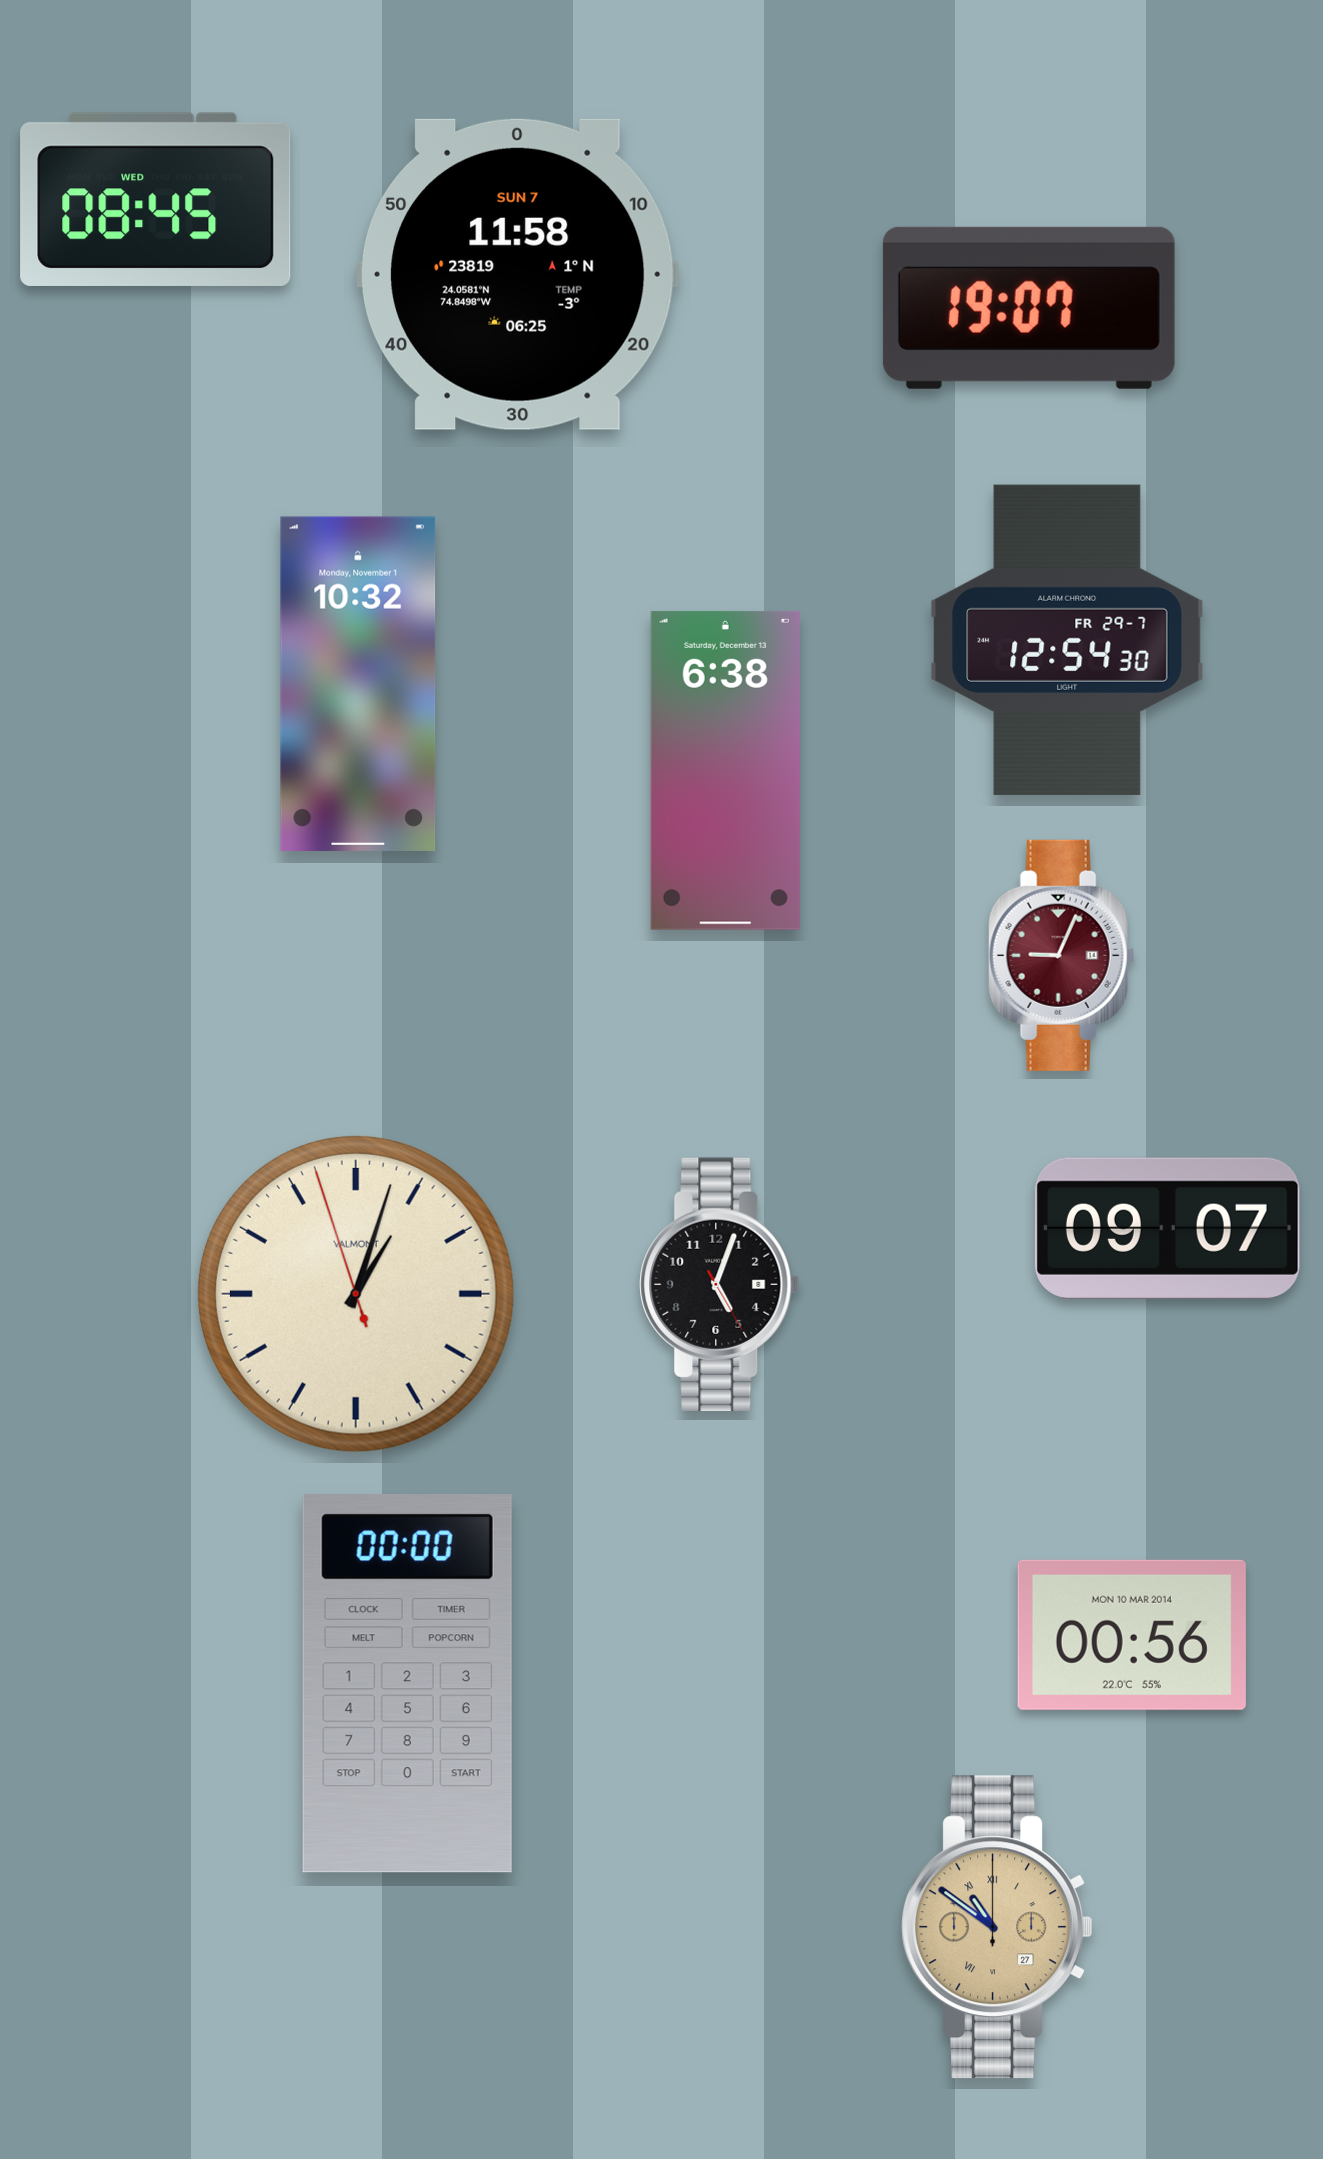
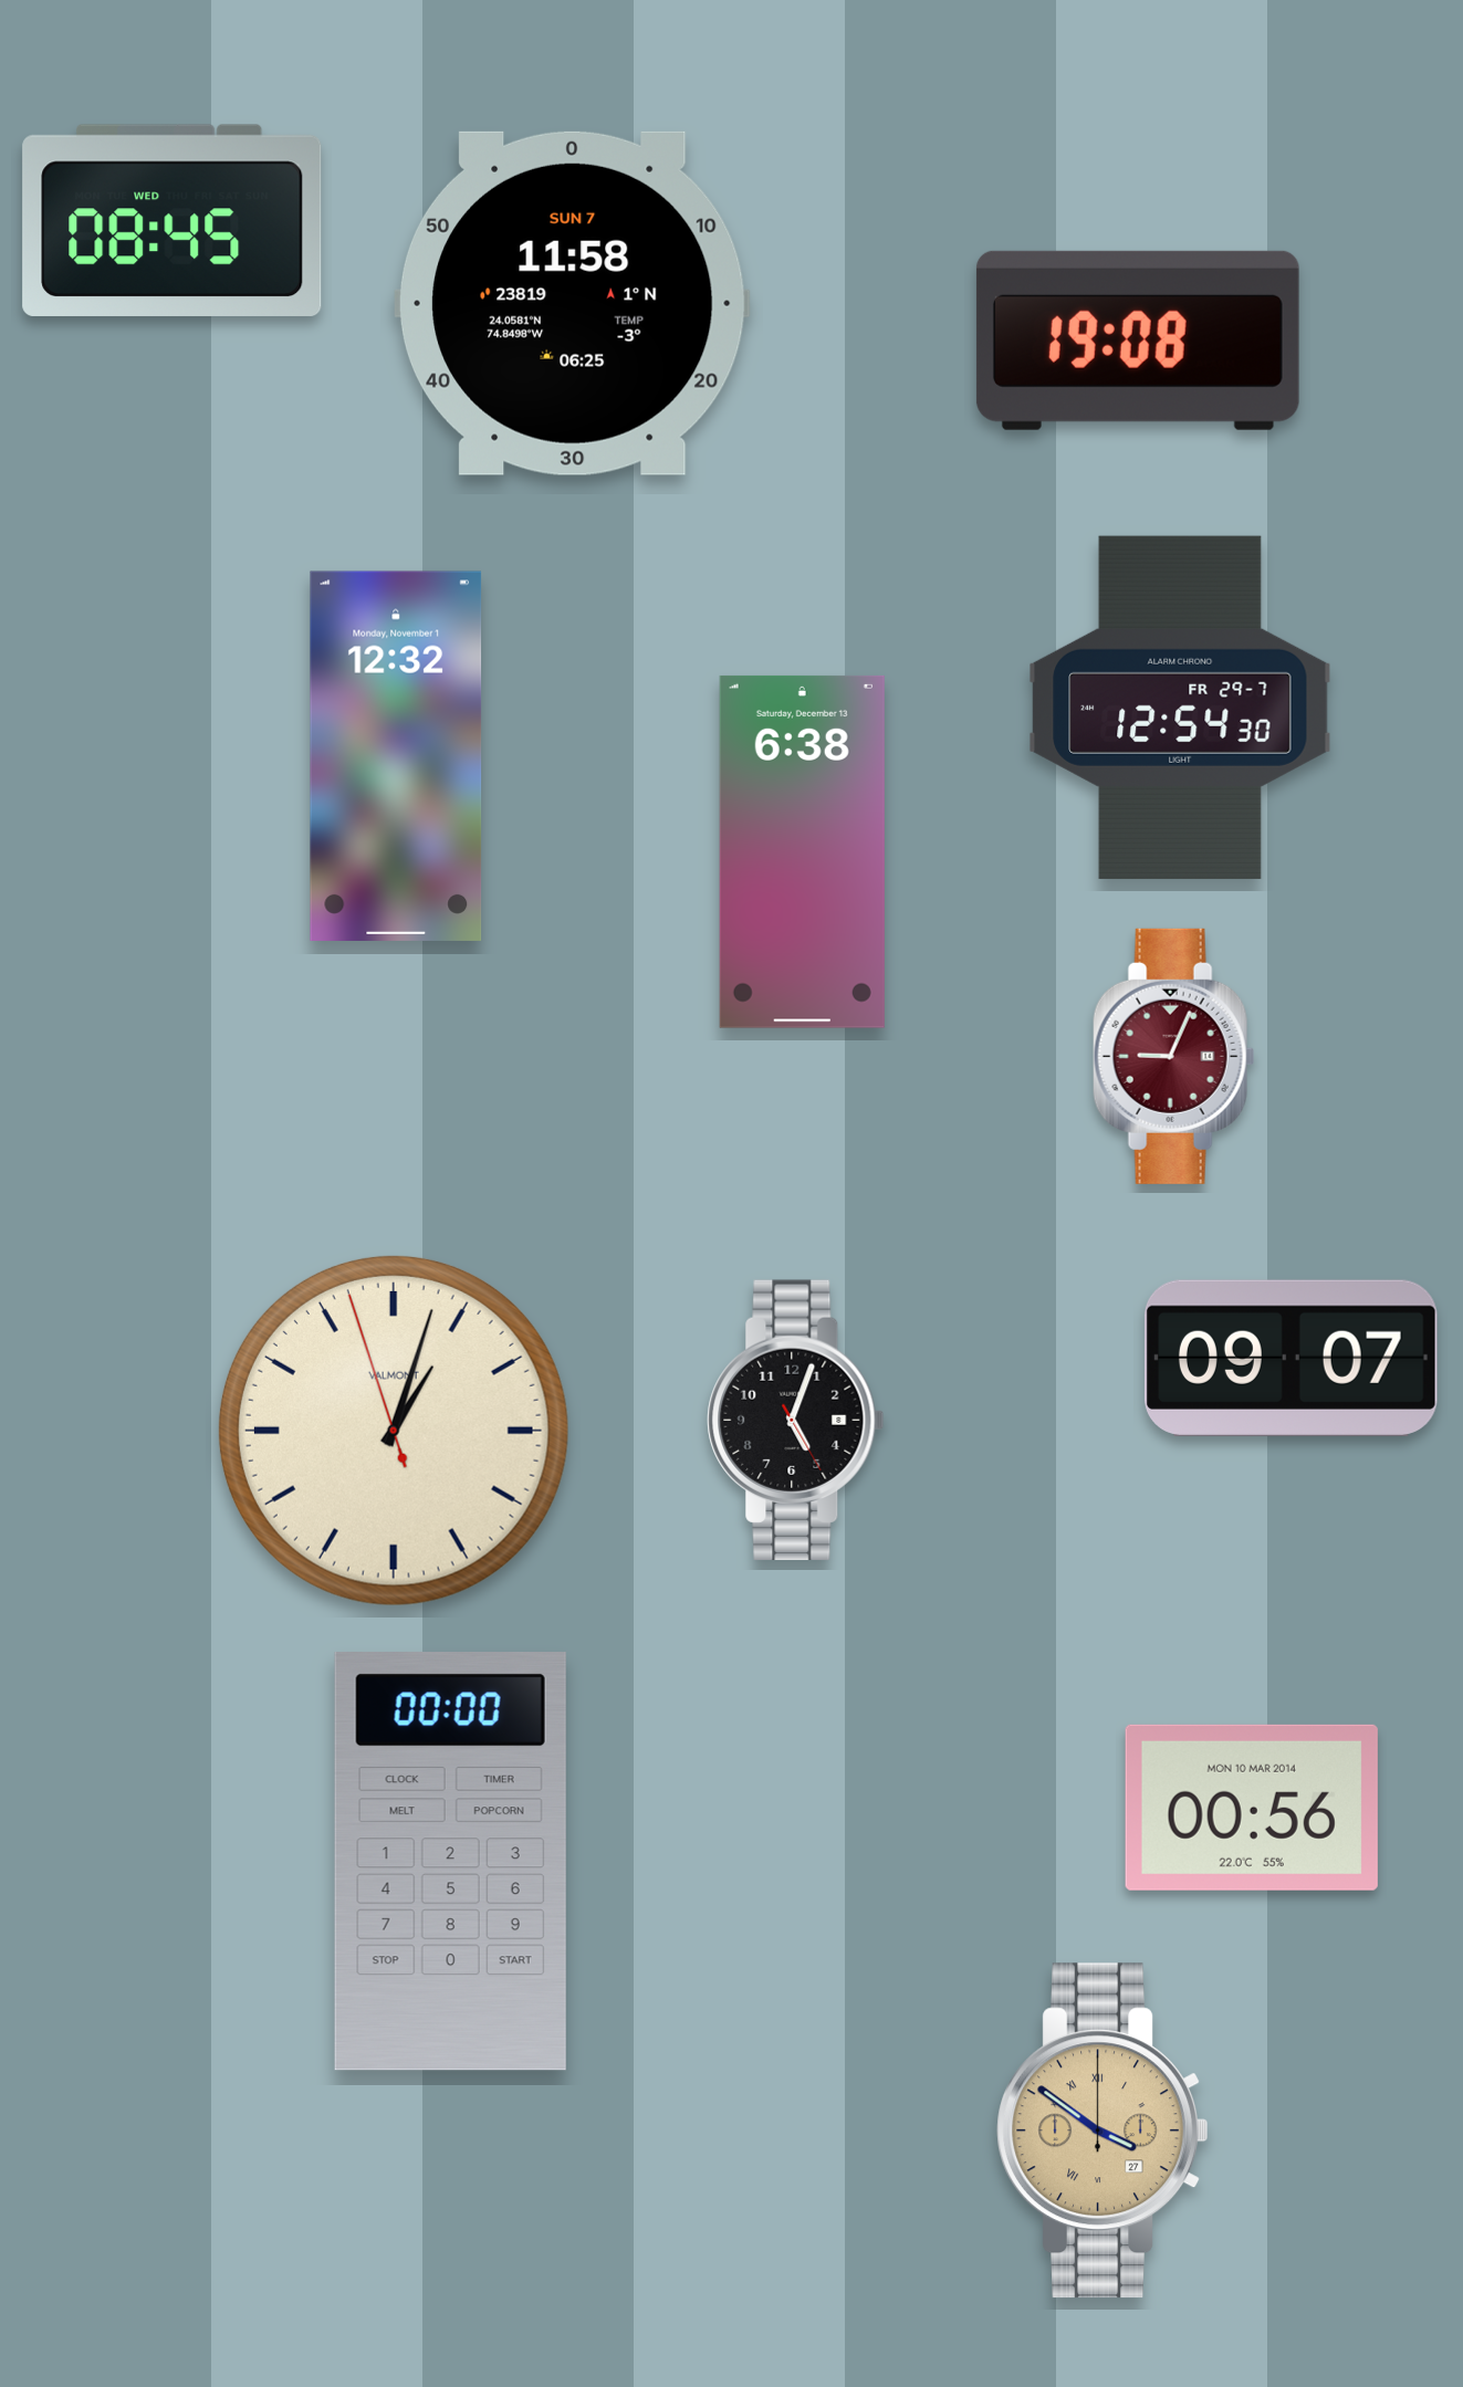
clock at (1029, 308): 19:07 -> 19:08
clock at (358, 684): 10:32 -> 12:32
clock at (996, 1927): 10:51 -> 3:51
